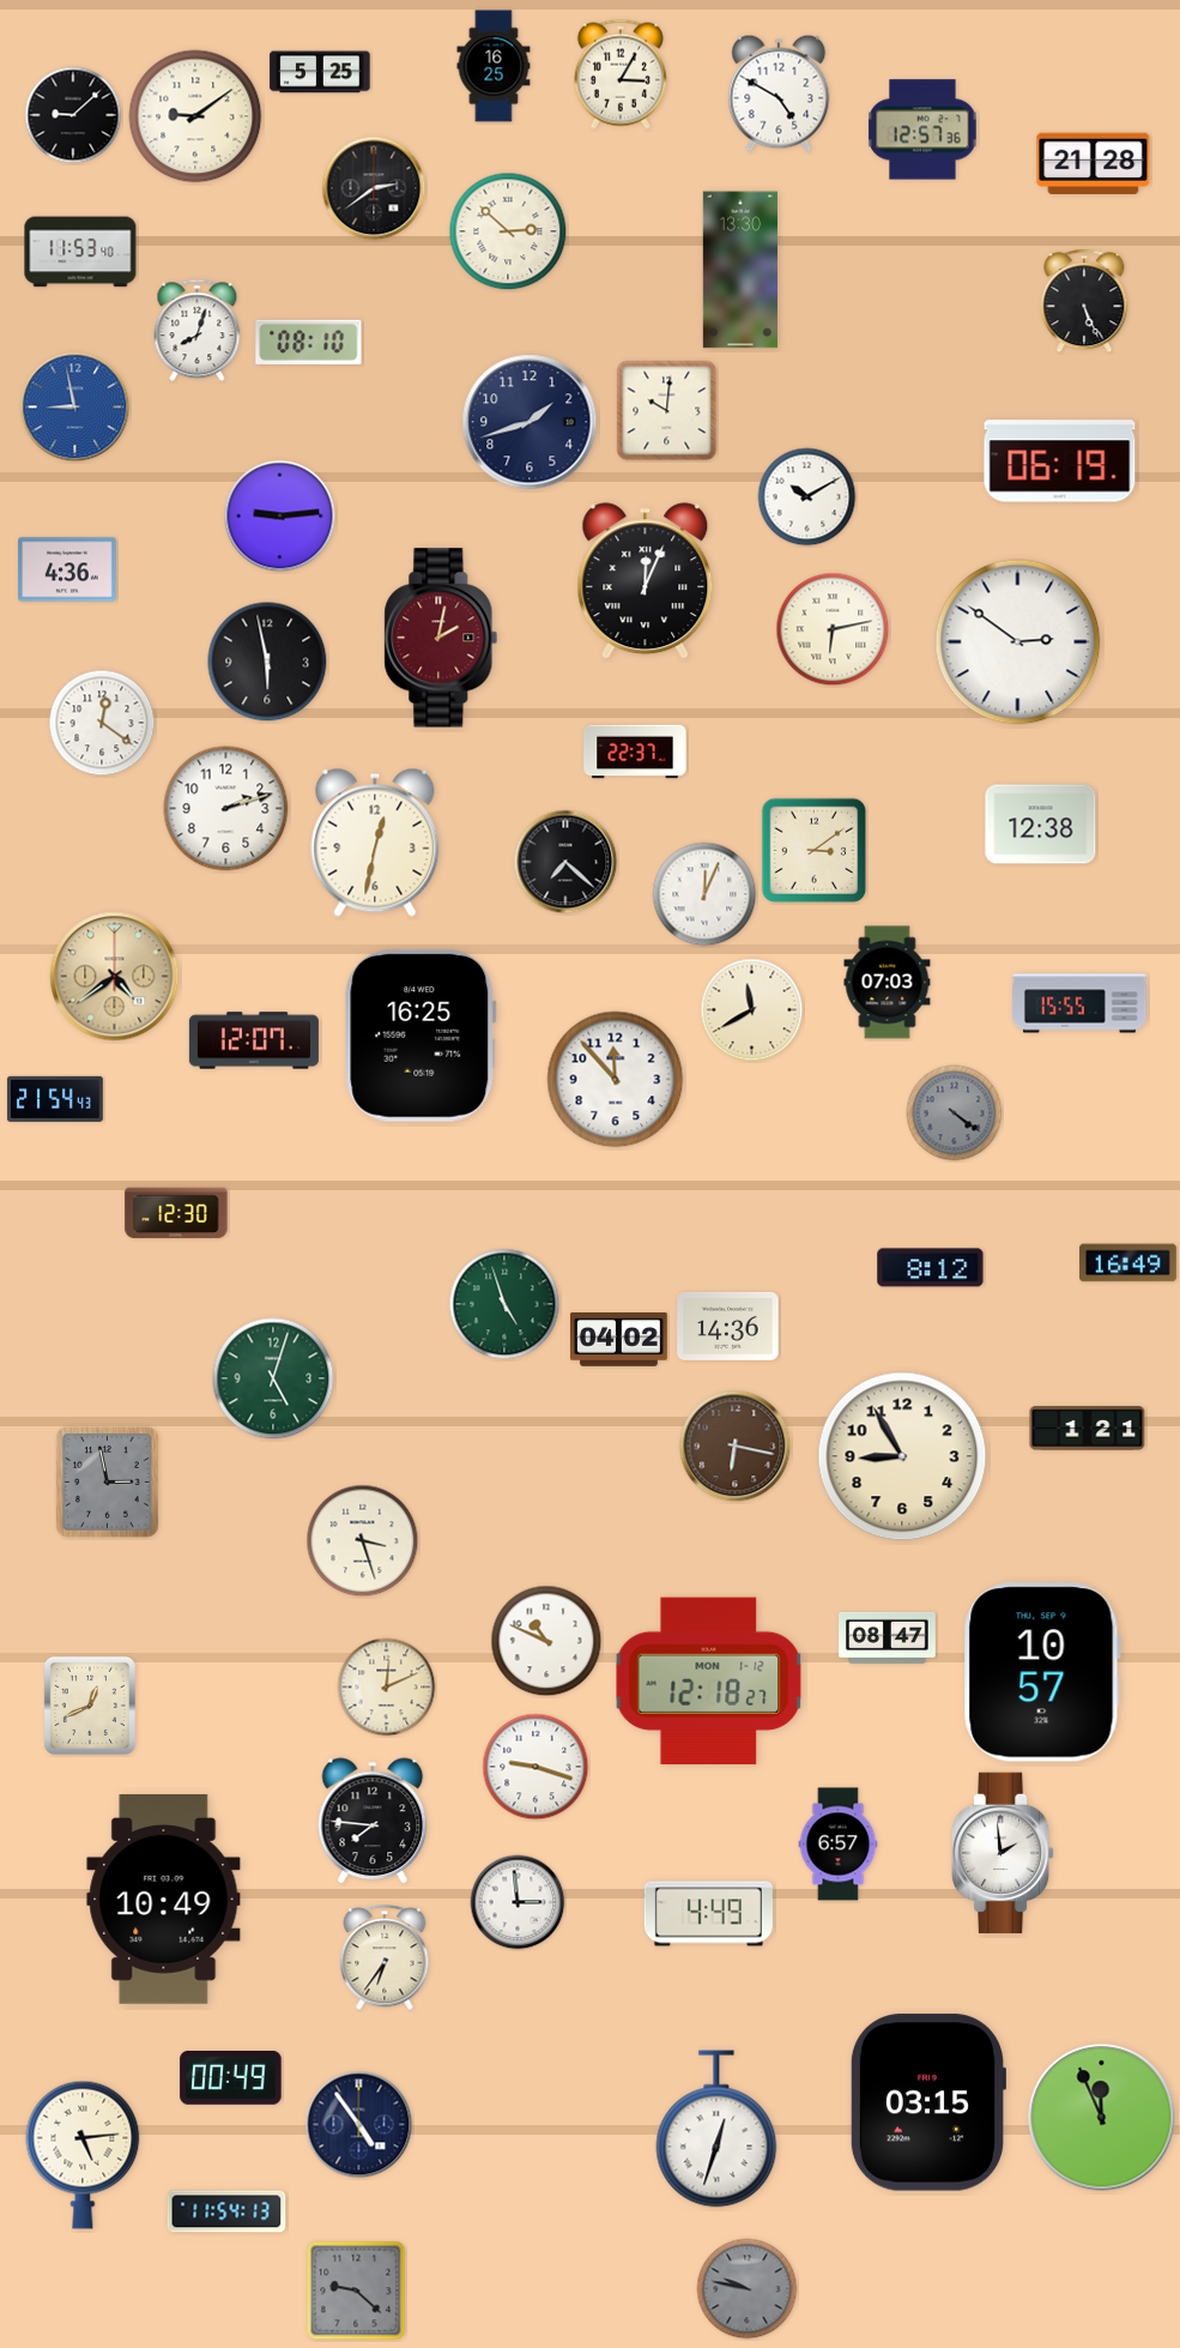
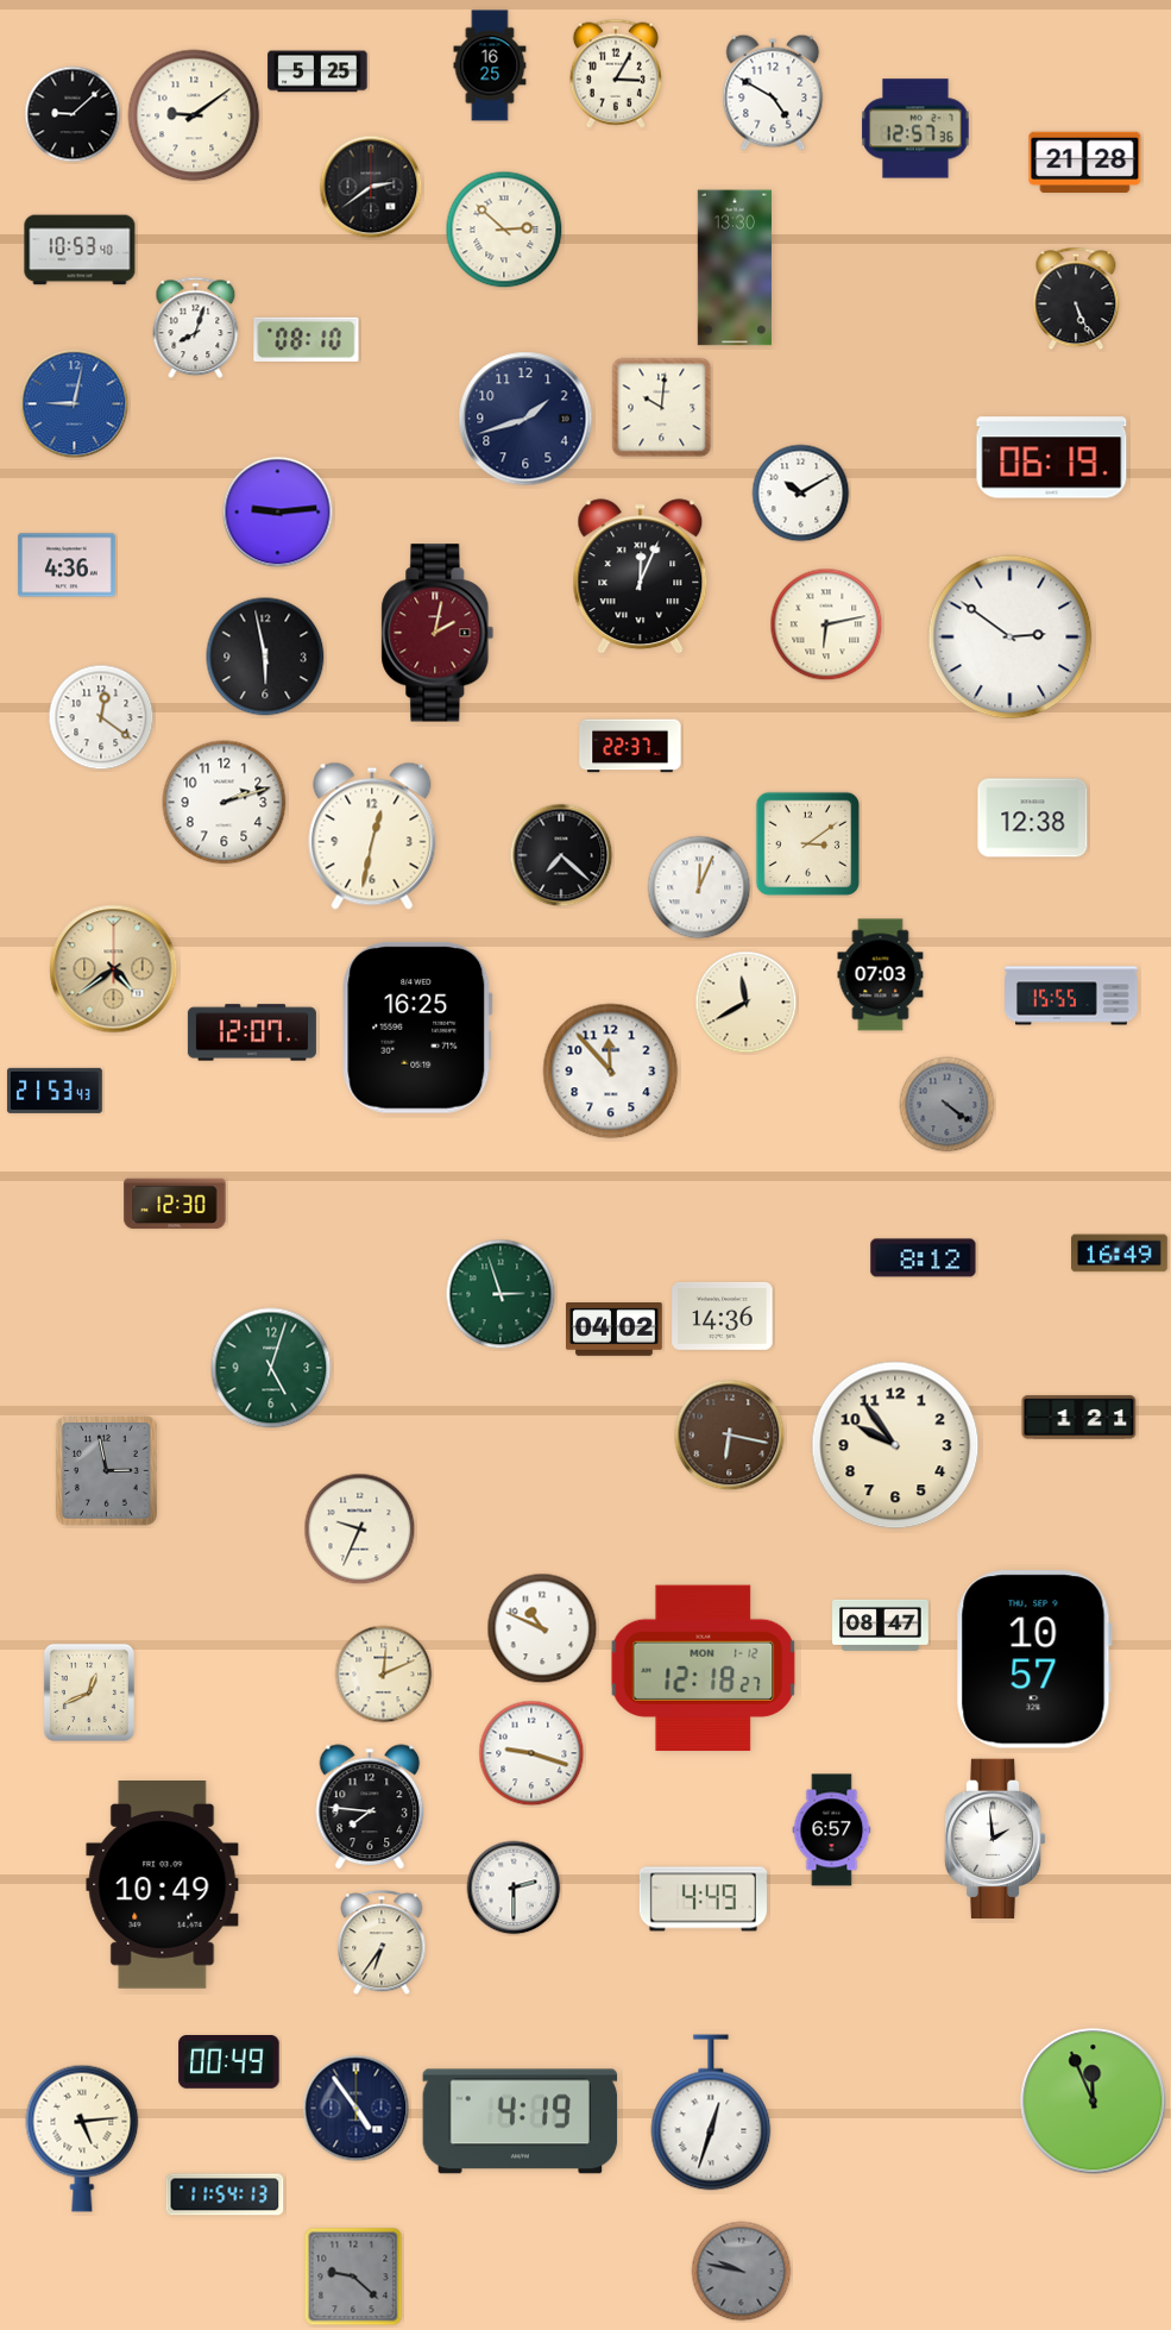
clock at (80, 252): 11:53 -> 10:53
clock at (75, 408): 8:58 -> 9:02
clock at (55, 1099): 21:54 -> 21:53
clock at (504, 1304): 4:57 -> 2:57
clock at (902, 1456): 8:55 -> 9:54
clock at (363, 1541): 3:27 -> 9:34
clock at (518, 1902): 2:59 -> 2:30
clock at (927, 2102): 03:15 -> none
clock at (521, 2122): none -> 4:19
clock at (356, 2290) position: (356, 2290) -> (353, 2276)
